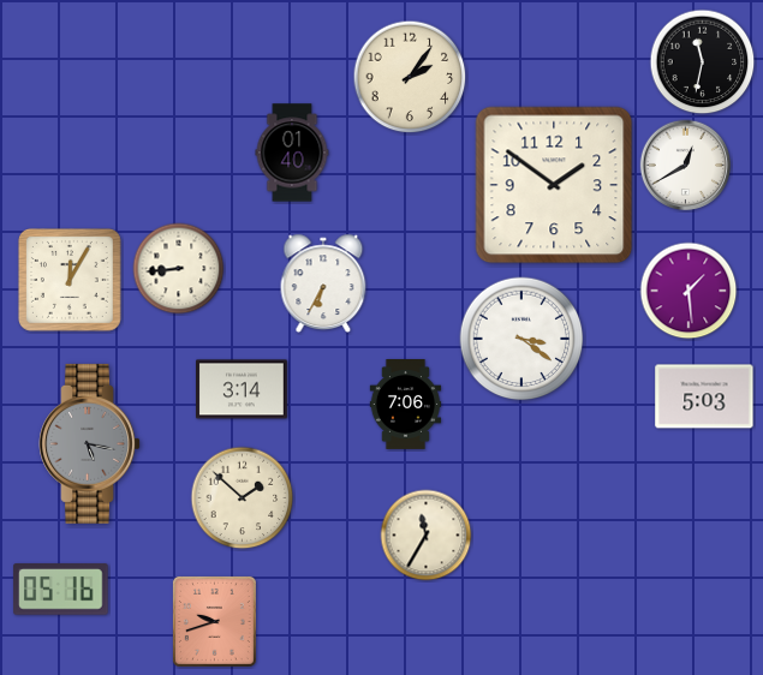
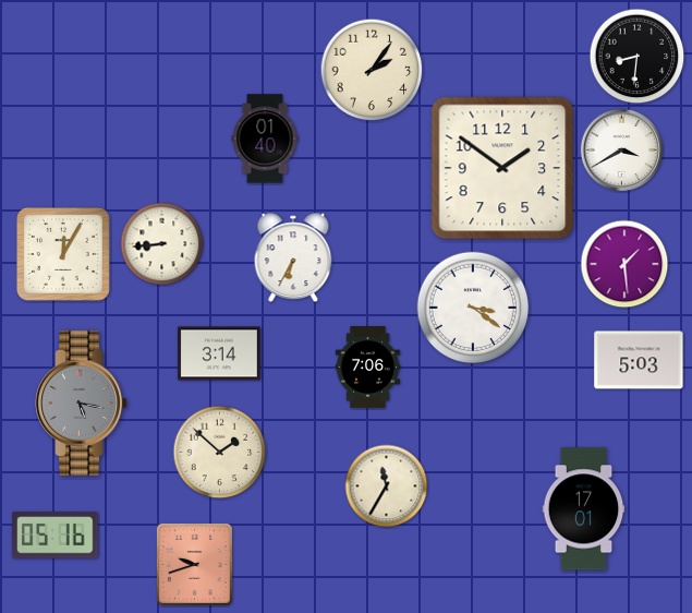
clock at (703, 62): 11:32 -> 8:31
clock at (686, 166): 12:40 -> 3:40
clock at (584, 509): none -> 17:01
